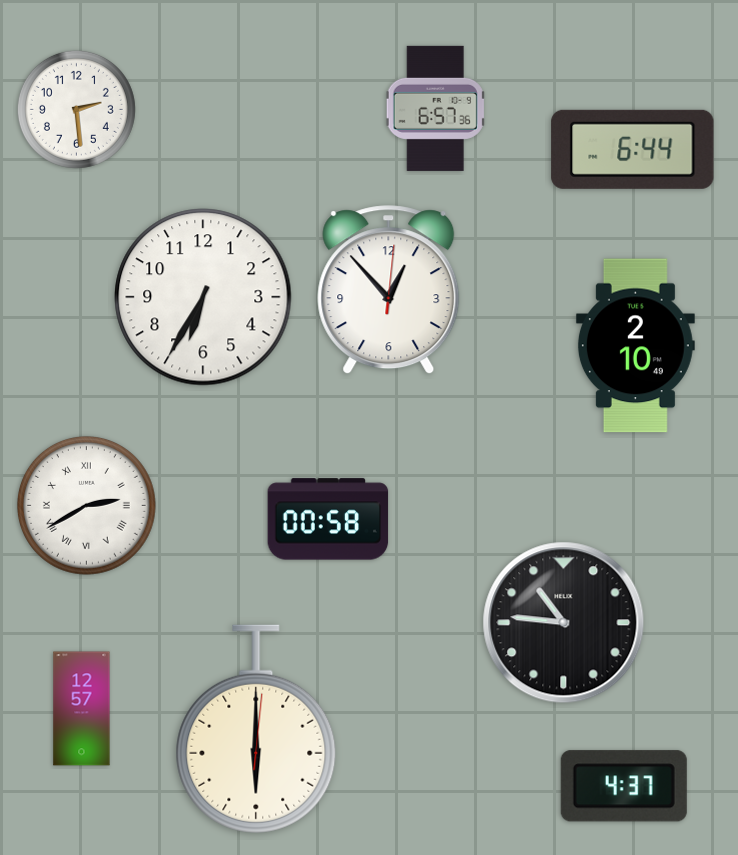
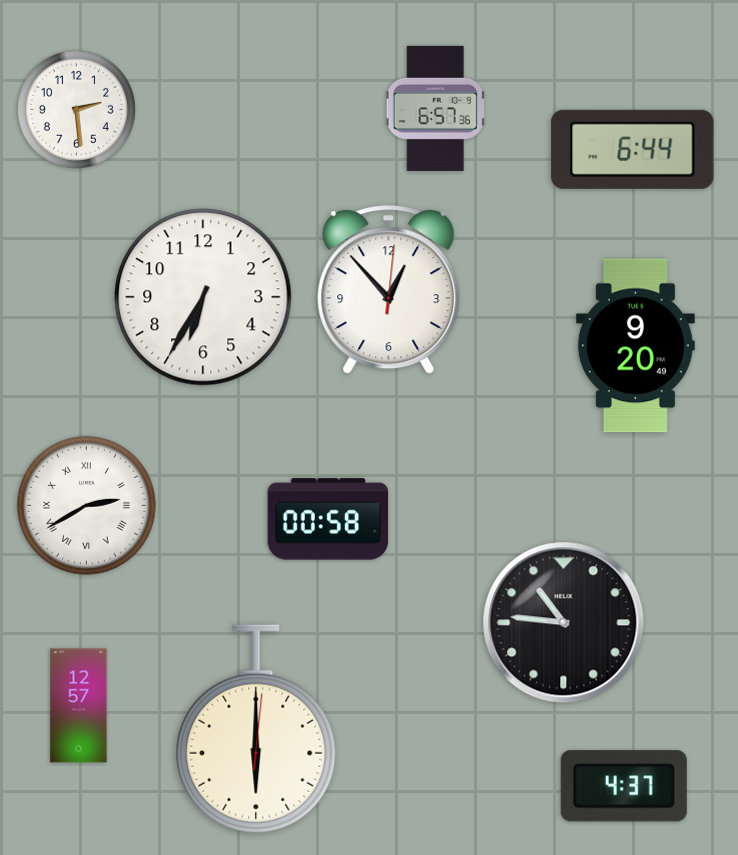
clock at (635, 346): 2:10 -> 9:20
clock at (82, 709) position: (82, 709) -> (79, 706)
